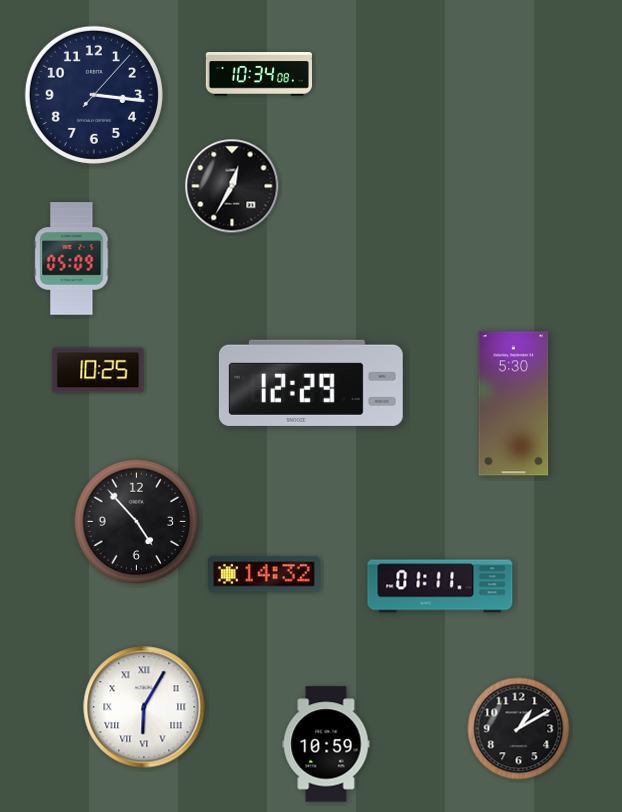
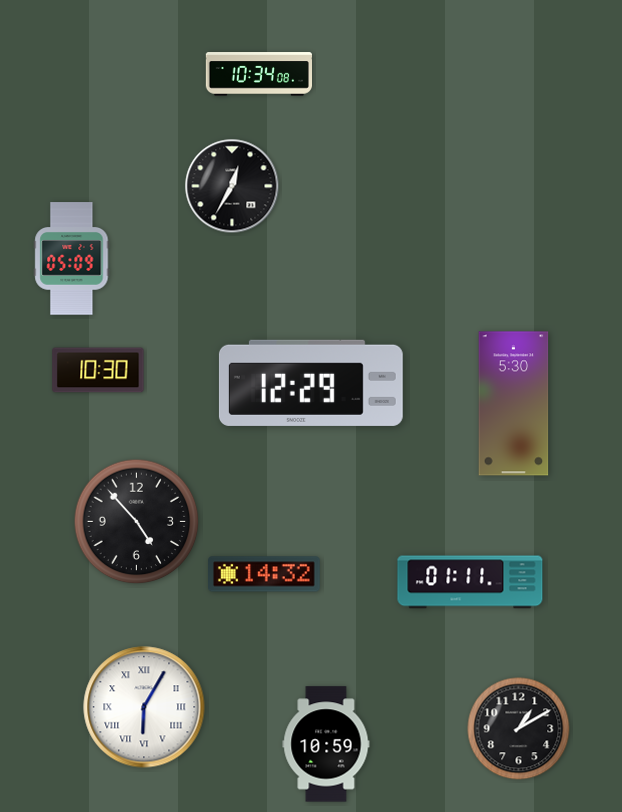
clock at (94, 95): 3:16 -> none
clock at (98, 370): 10:25 -> 10:30
clock at (440, 586) position: (440, 586) -> (470, 582)
